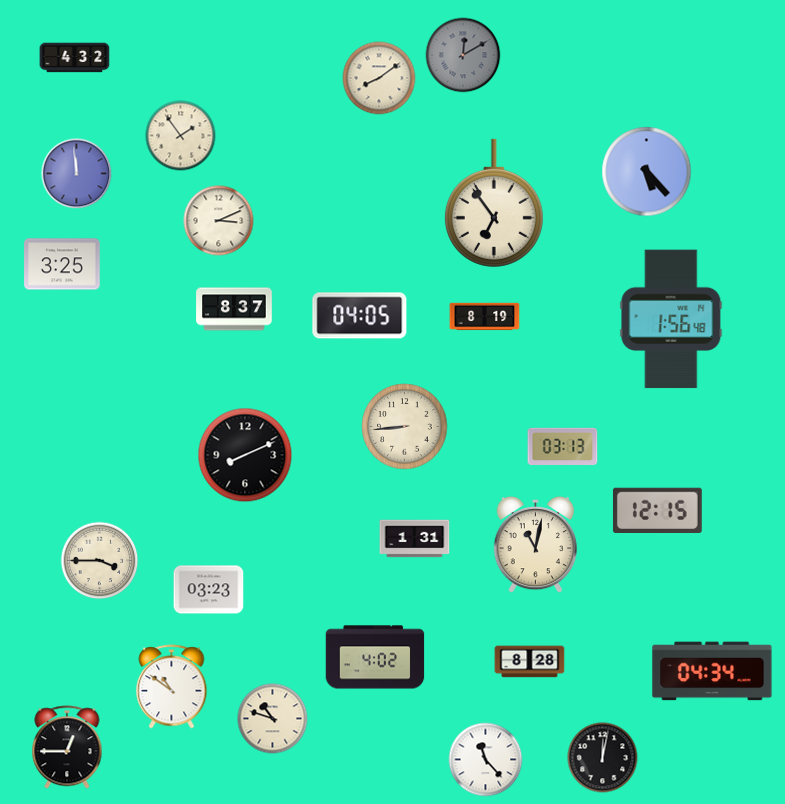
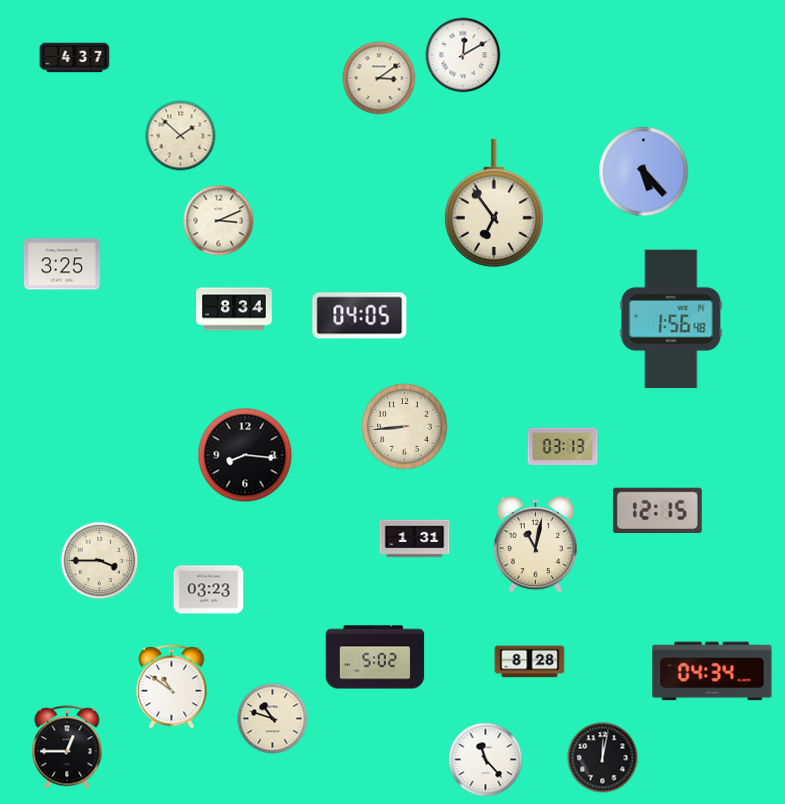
clock at (463, 55) dial: grey -> white
clock at (75, 58): 4:32 -> 4:37
clock at (379, 78): 8:09 -> 3:09
clock at (181, 136): 1:54 -> 1:52
clock at (647, 172) position: (647, 172) -> (644, 172)
clock at (77, 174): 11:59 -> none
clock at (234, 309): 8:37 -> 8:34
clock at (485, 317): 8:19 -> none
clock at (245, 455): 8:11 -> 8:16
clock at (375, 657): 4:02 -> 5:02
